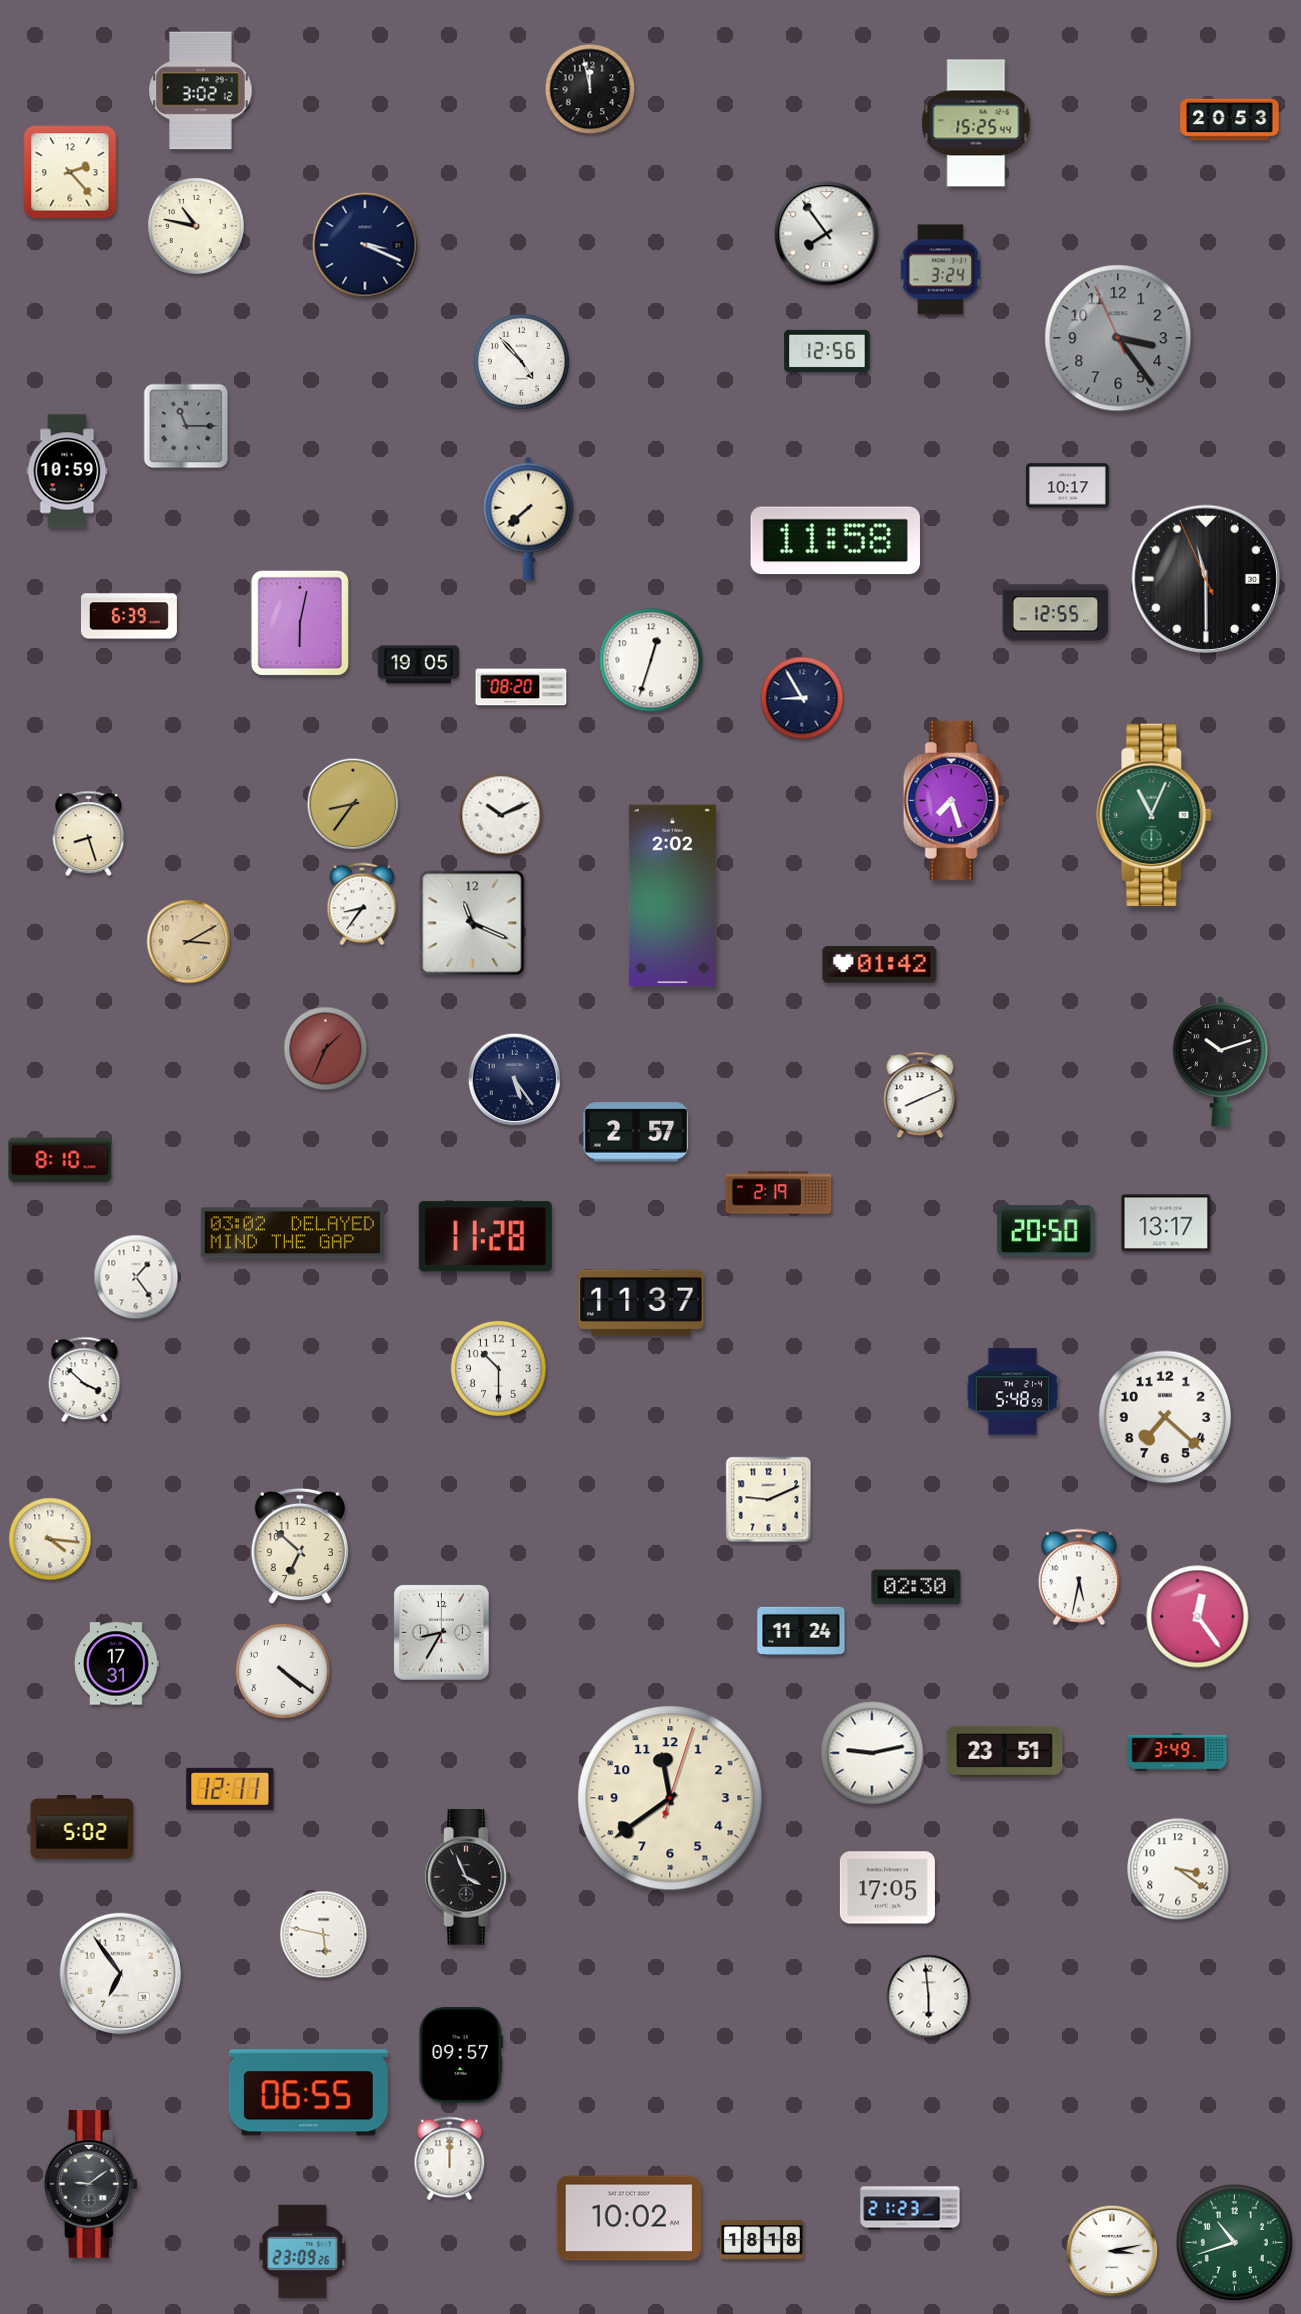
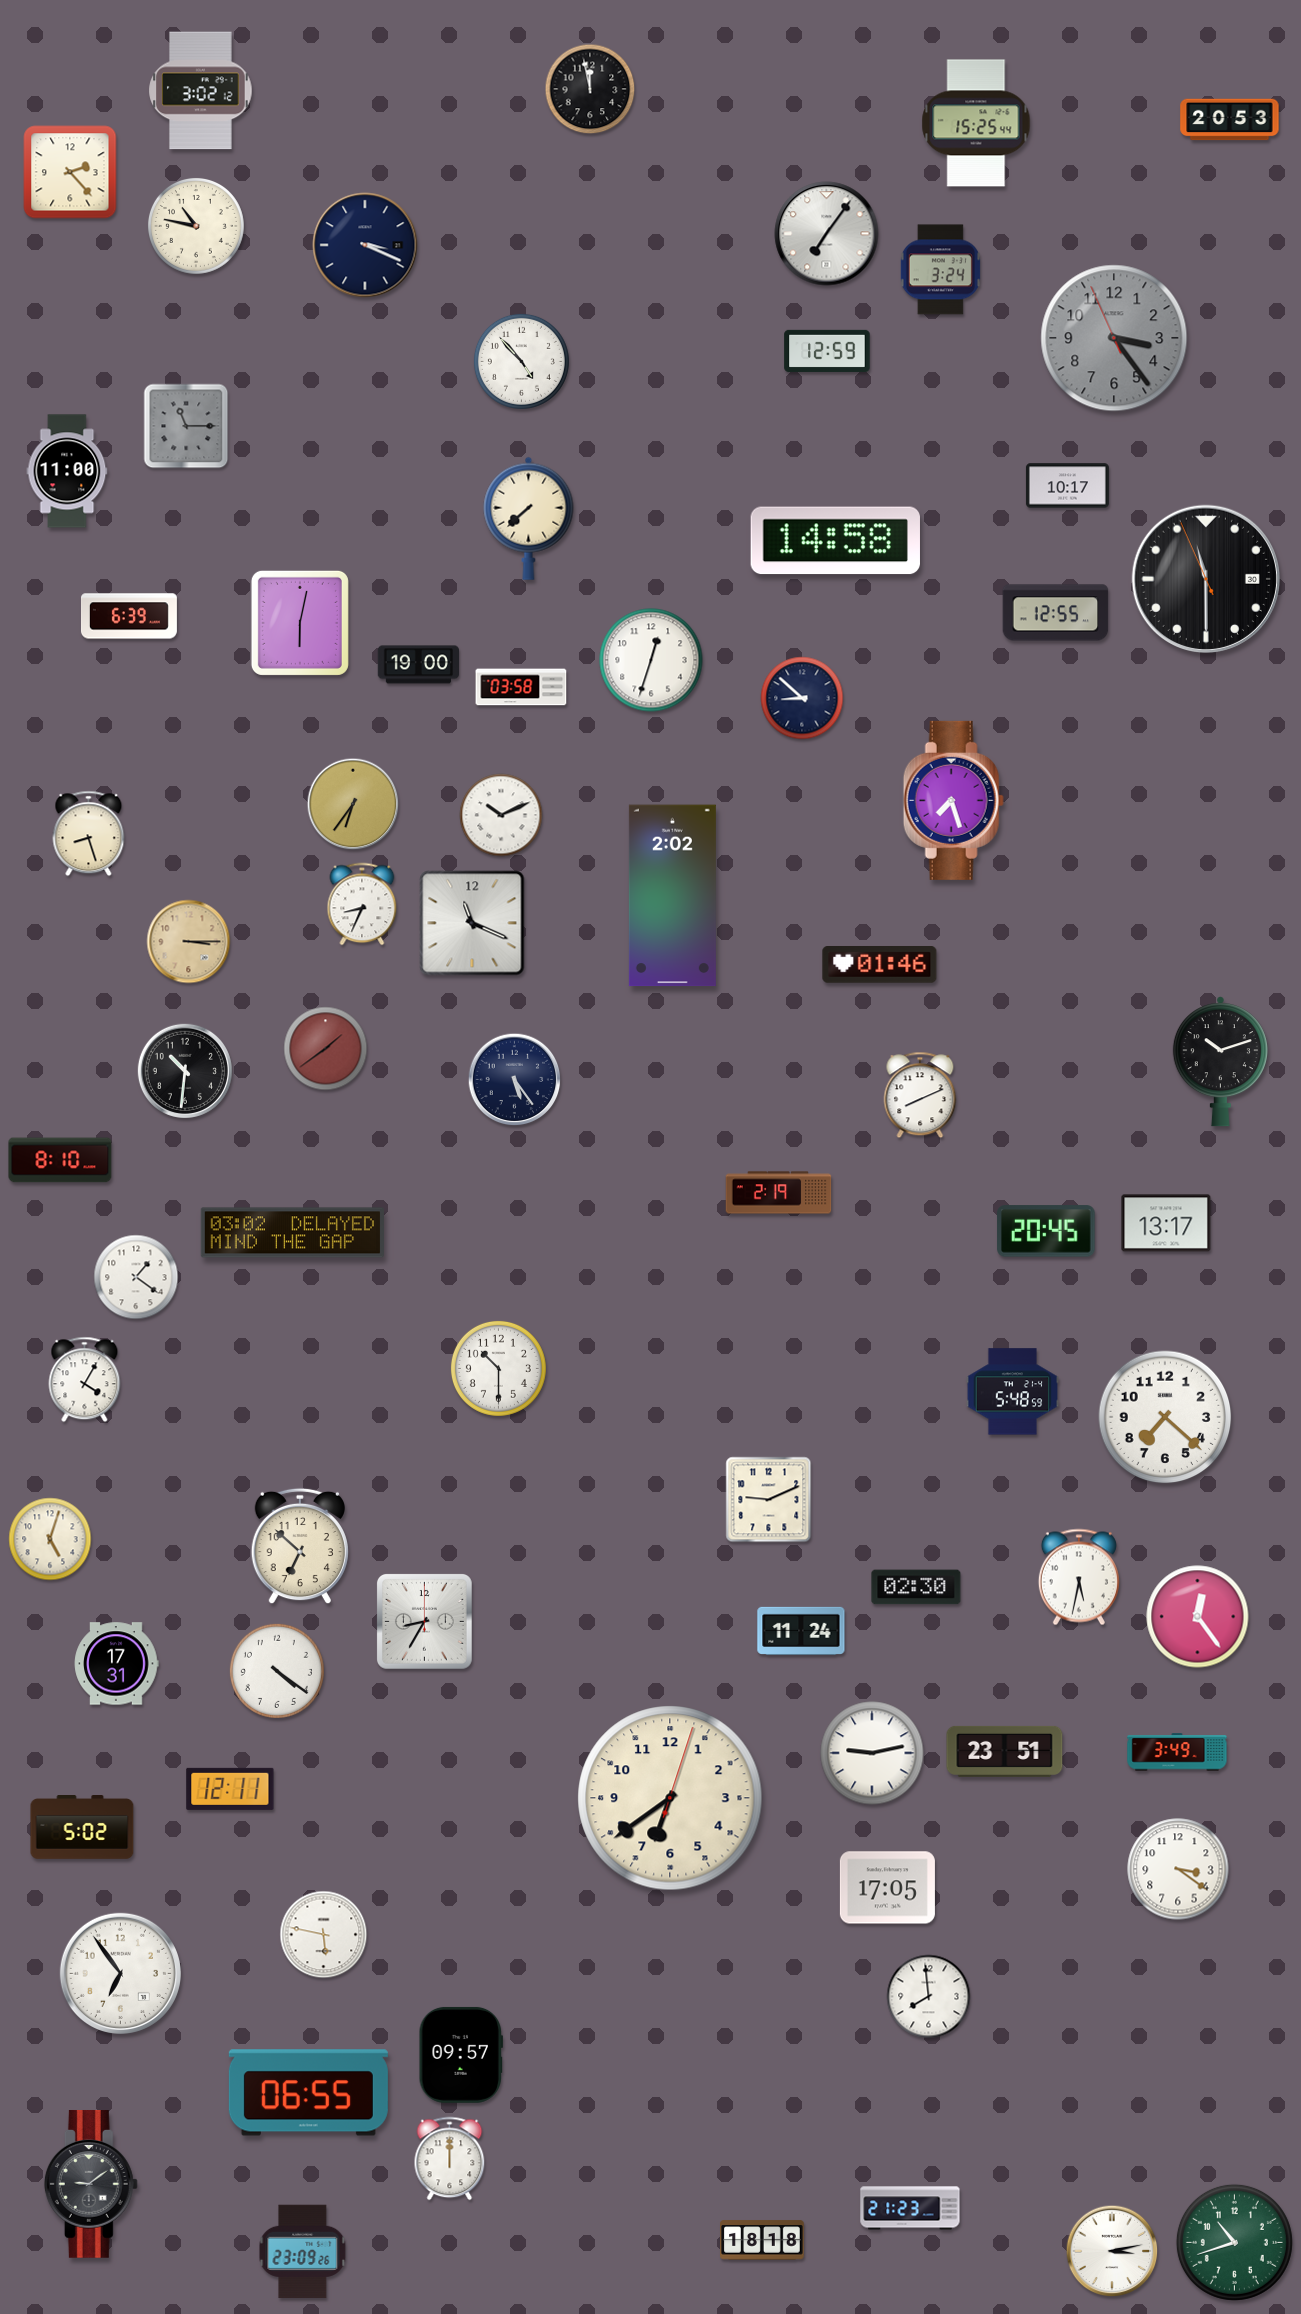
clock at (827, 234): 7:54 -> 7:06
clock at (1118, 338) position: (1118, 338) -> (1114, 338)
clock at (827, 351): 12:56 -> 12:59
clock at (67, 471): 10:59 -> 11:00
clock at (835, 541): 11:58 -> 14:58
clock at (418, 665): 19:05 -> 19:00
clock at (521, 687): 08:20 -> 03:58
clock at (802, 698): 8:55 -> 8:52
clock at (353, 804): 8:36 -> 6:36
clock at (1154, 815): 11:04 -> none
clock at (362, 904): 8:36 -> 8:34
clock at (189, 942): 3:10 -> 3:15
clock at (880, 965): 01:42 -> 01:46
clock at (326, 1049): 1:34 -> 1:39
clock at (185, 1071): none -> 10:31
clock at (636, 1132): 2:57 -> none
clock at (1046, 1231): 20:50 -> 20:45
clock at (485, 1237): 11:28 -> none
clock at (136, 1277): 1:24 -> 1:21
clock at (641, 1303): 11:37 -> none
clock at (85, 1380): 3:52 -> 4:05
clock at (50, 1539): 4:16 -> 5:03
clock at (441, 1632) position: (441, 1632) -> (424, 1621)
clock at (283, 1671) position: (283, 1671) -> (277, 1671)
clock at (670, 1798): 11:39 -> 6:39
clock at (468, 1877): 3:56 -> none
clock at (929, 1997): 5:59 -> 7:59
clock at (628, 2218): 10:02 -> none
